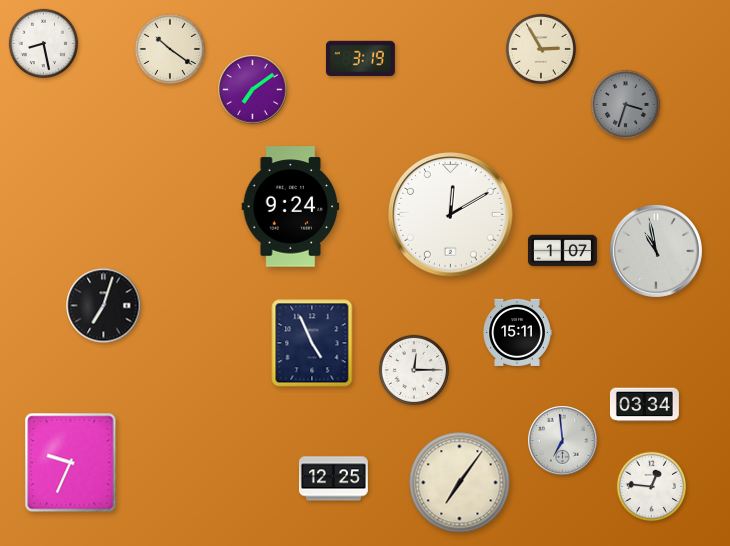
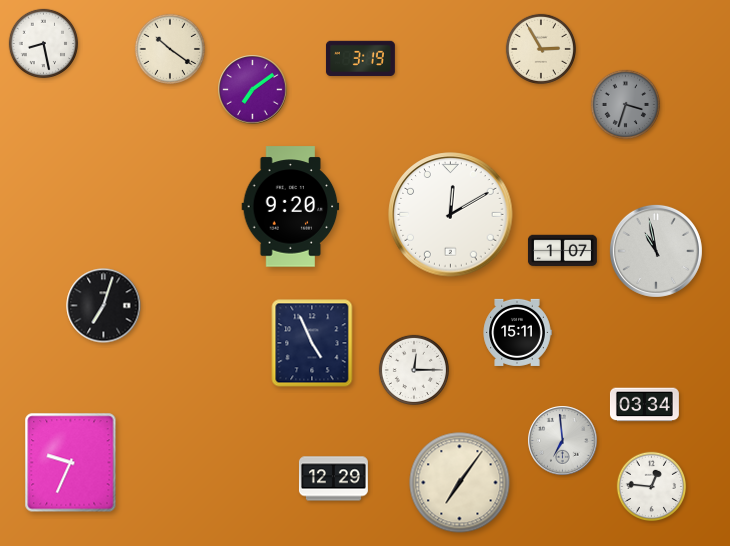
clock at (291, 207): 9:24 -> 9:20
clock at (333, 479): 12:25 -> 12:29
